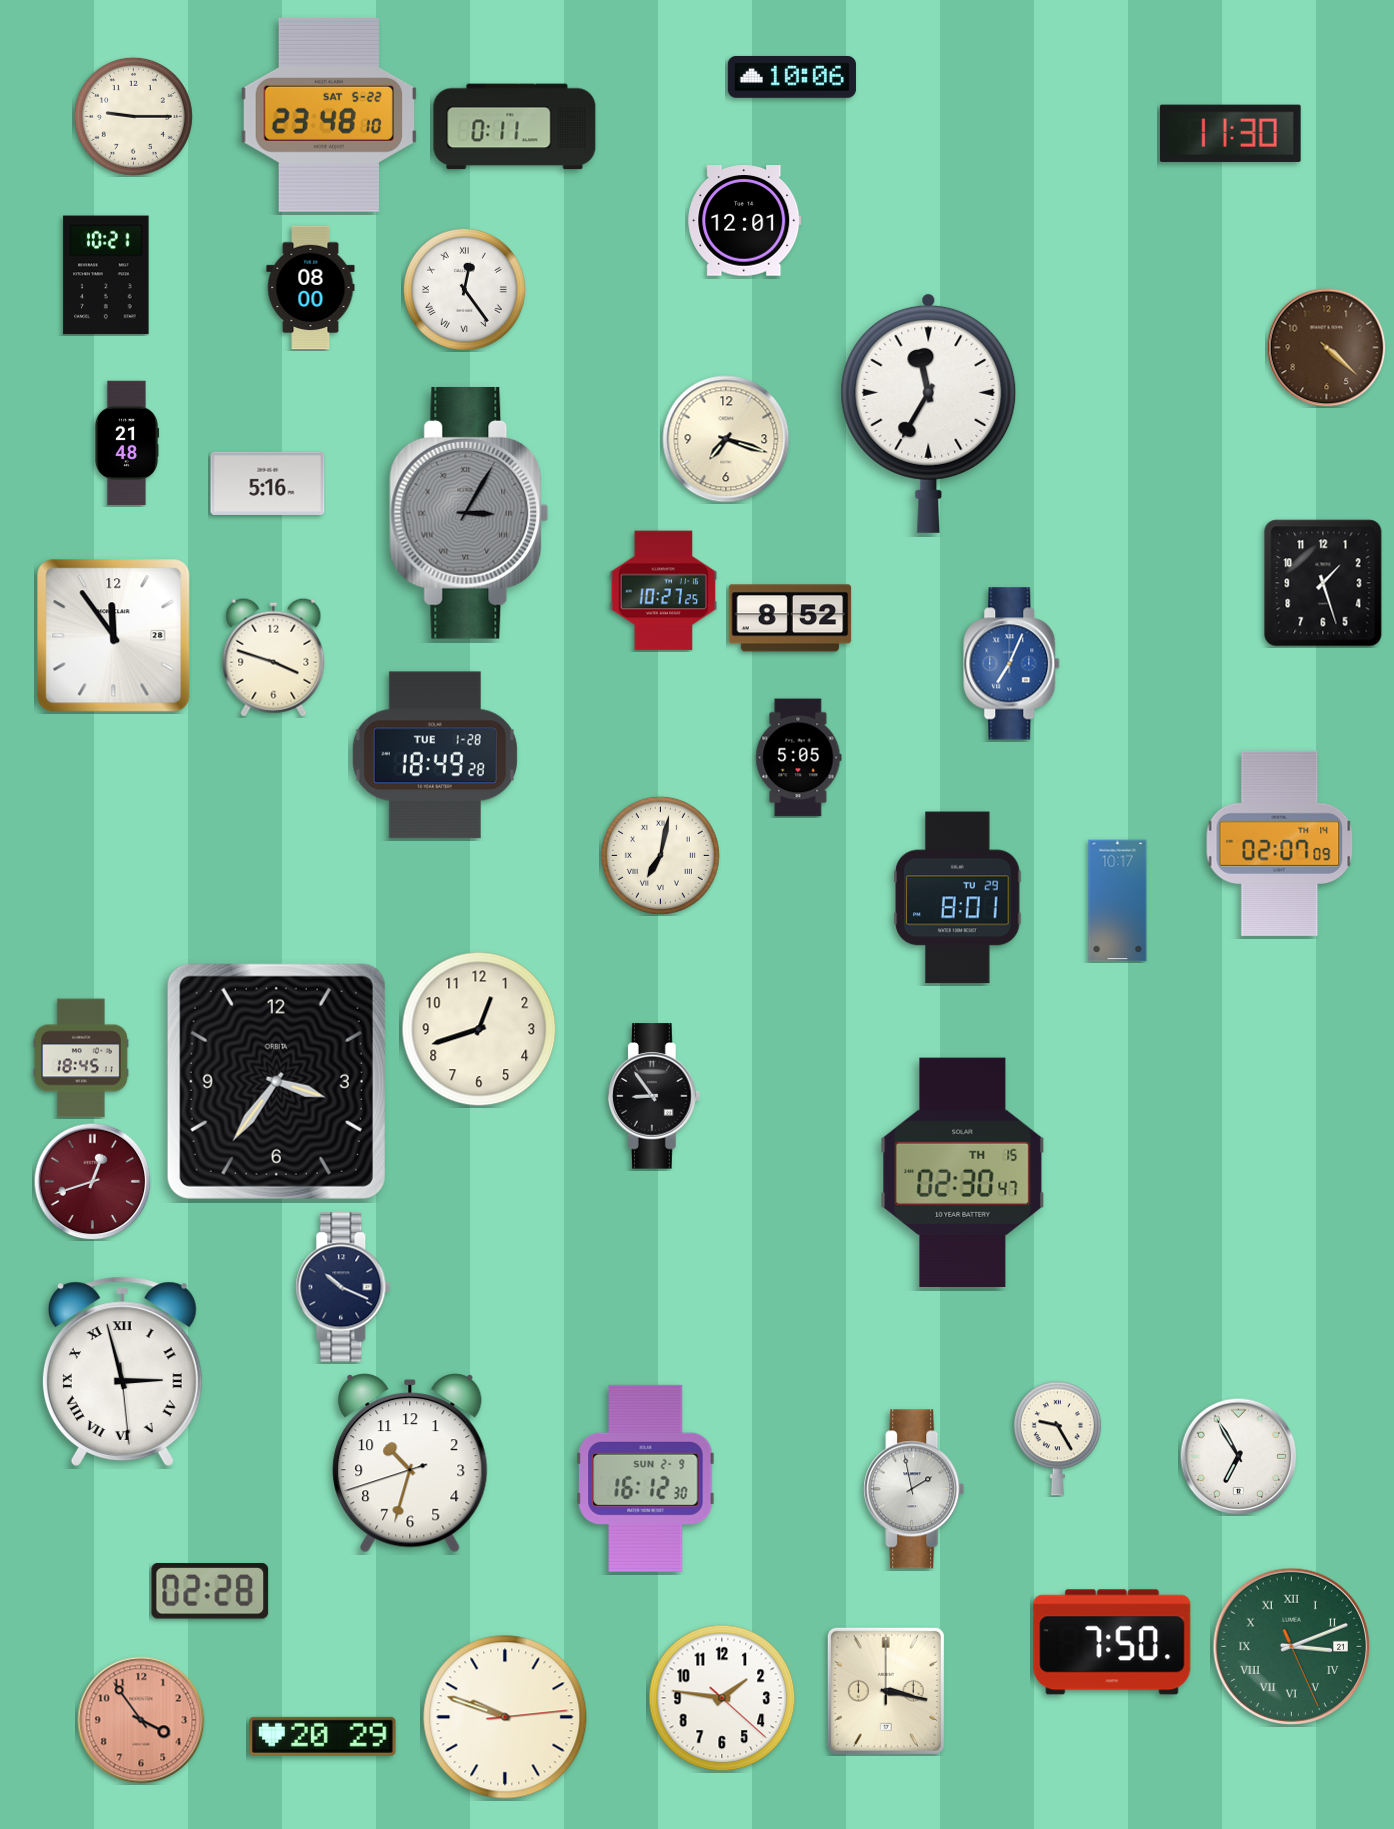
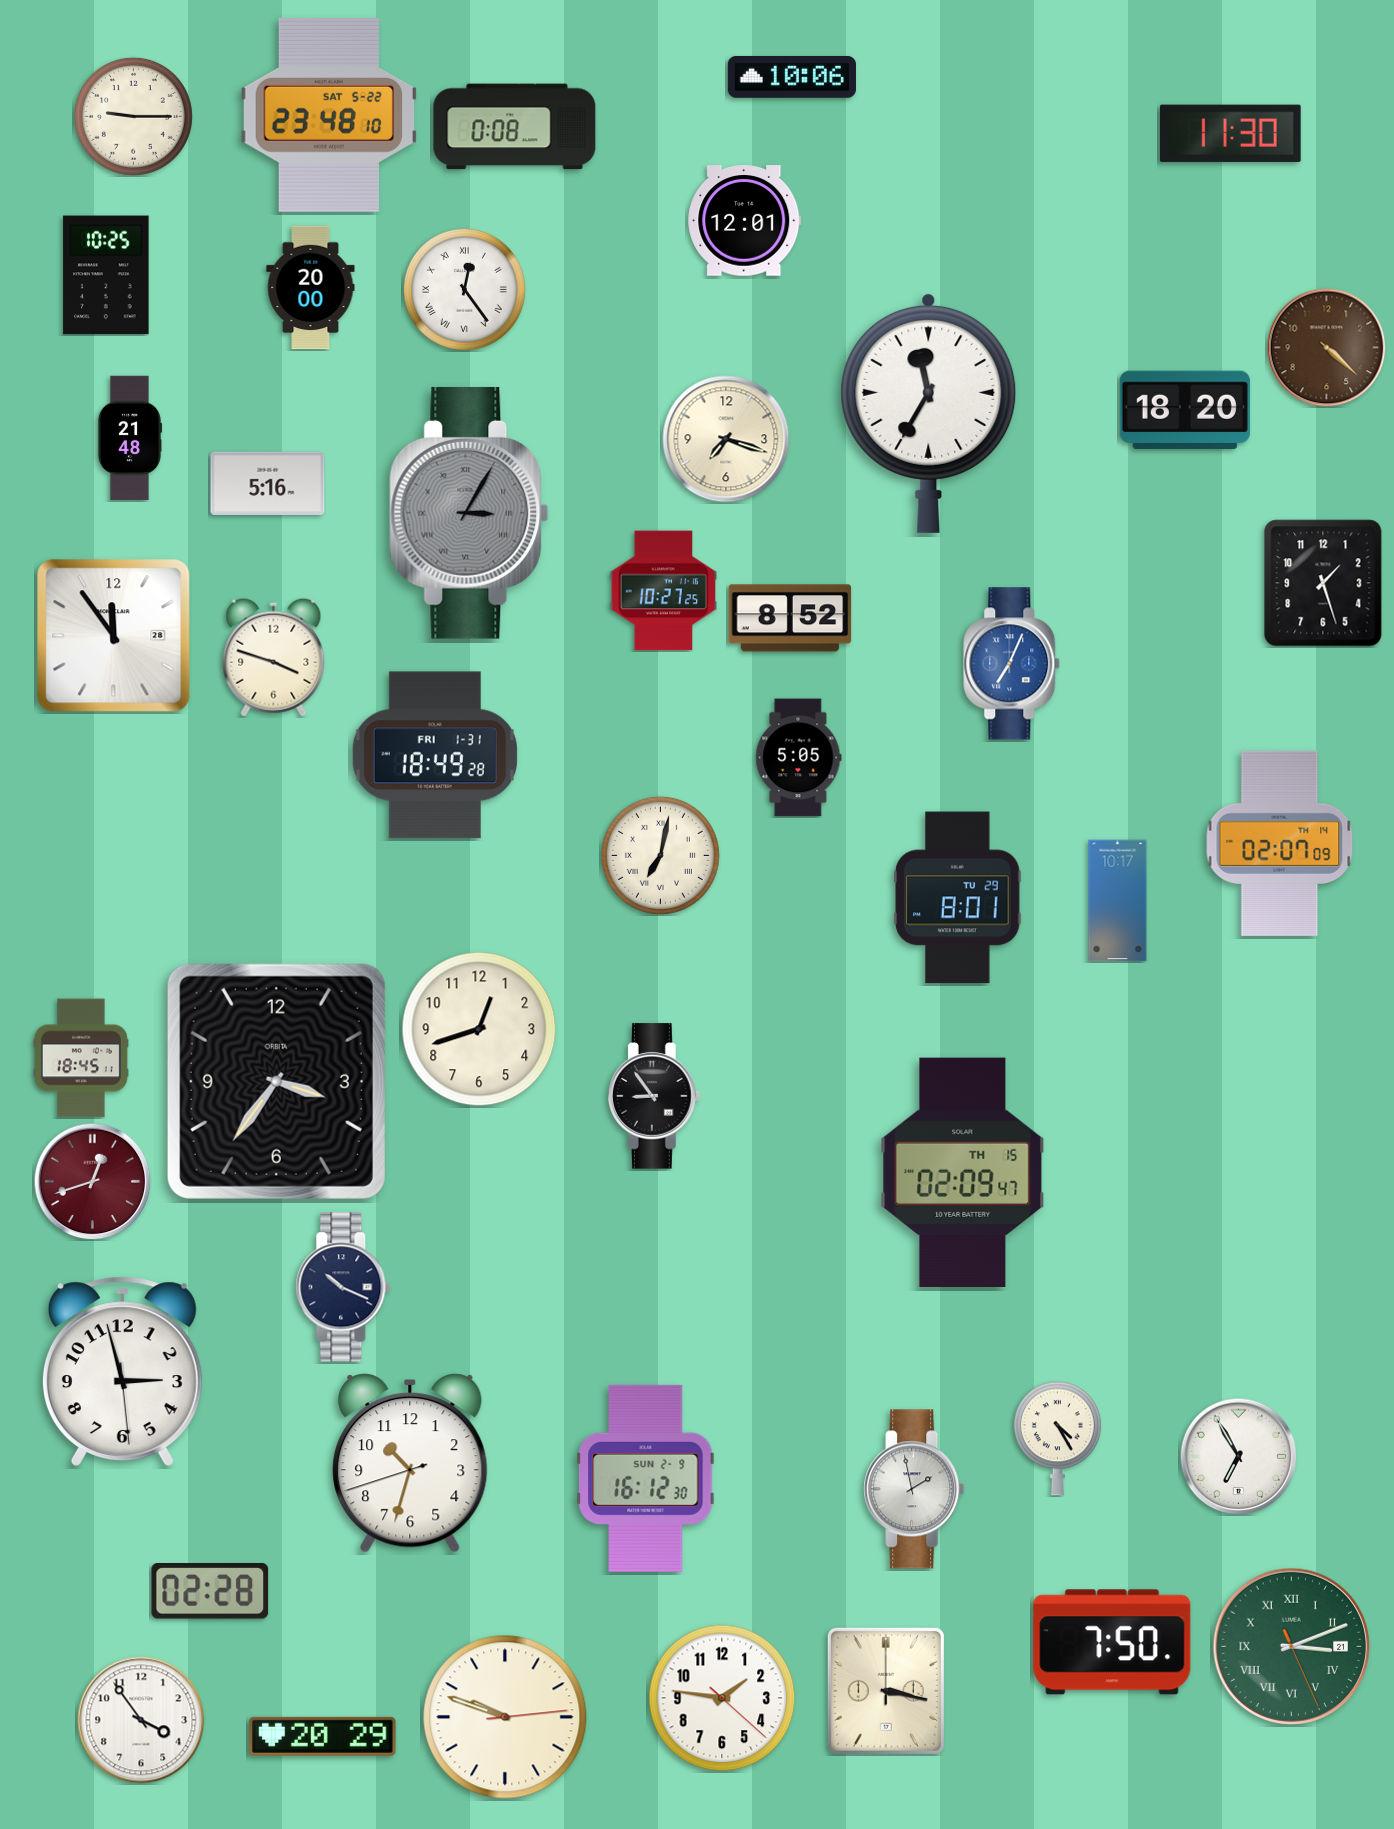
clock at (515, 127): 0:11 -> 0:08
clock at (106, 275): 10:21 -> 10:25
clock at (311, 288): 08:00 -> 20:00
clock at (1185, 410): none -> 18:20
clock at (127, 443) position: (127, 443) -> (130, 438)
clock at (435, 755) date: TUE 1-28 -> FRI 1-31
clock at (963, 1172): 02:30 -> 02:09
clock at (122, 1371) numerals: Roman -> Arabic
clock at (1057, 1439): 9:25 -> 4:25
clock at (141, 1720) dial: salmon -> white
